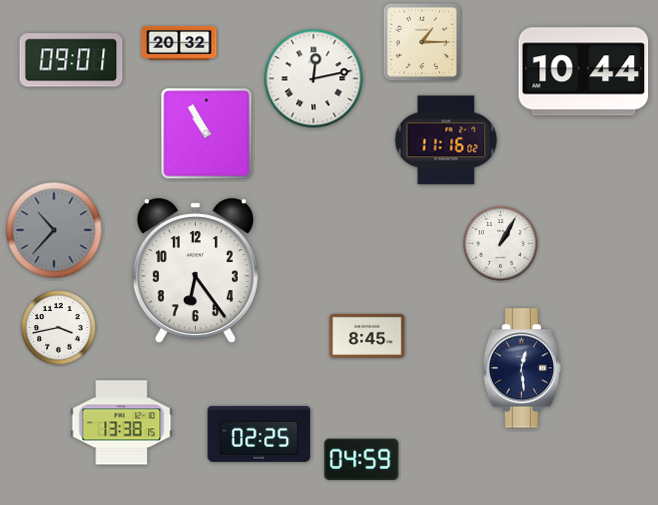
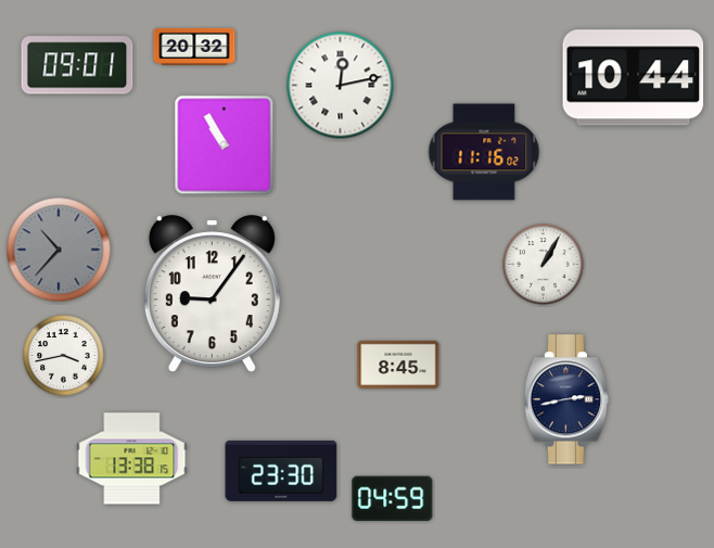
clock at (422, 42): 1:15 -> none
clock at (195, 271): 6:24 -> 9:06
clock at (522, 368): 12:29 -> 2:43
clock at (259, 434): 02:25 -> 23:30
